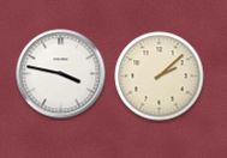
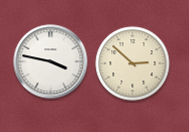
clock at (160, 77): 2:08 -> 2:52
